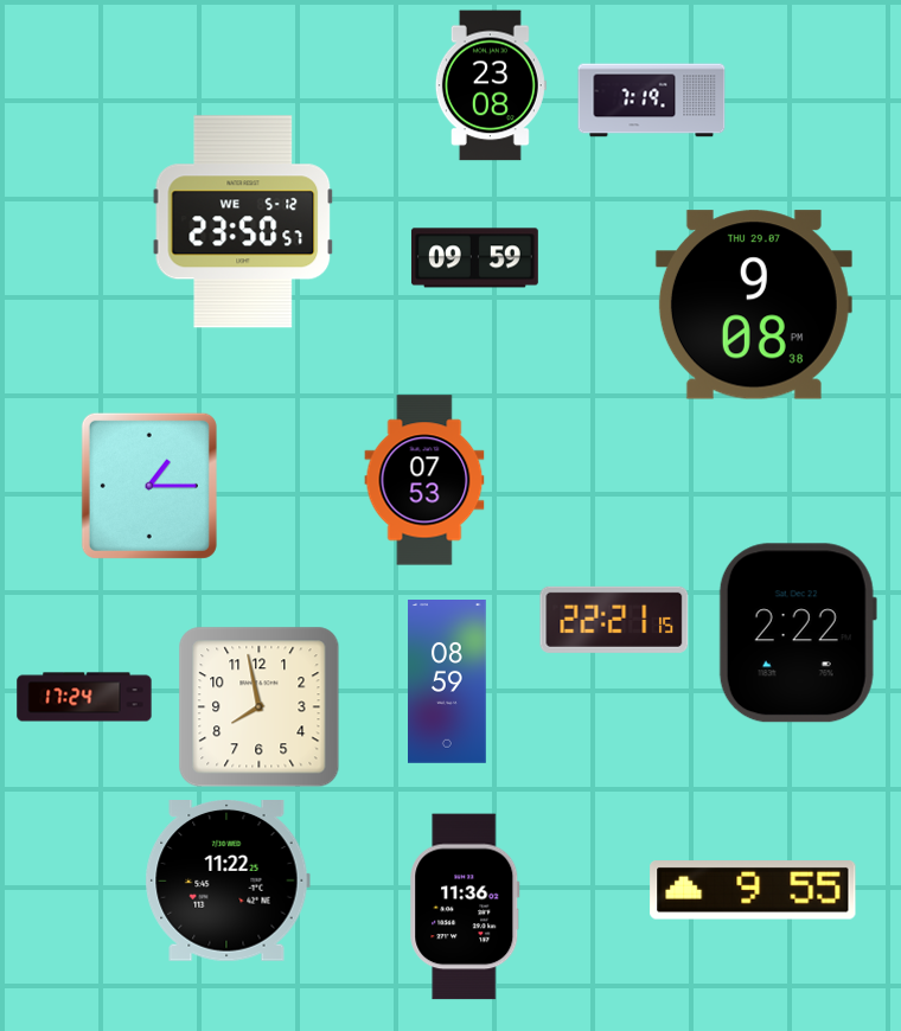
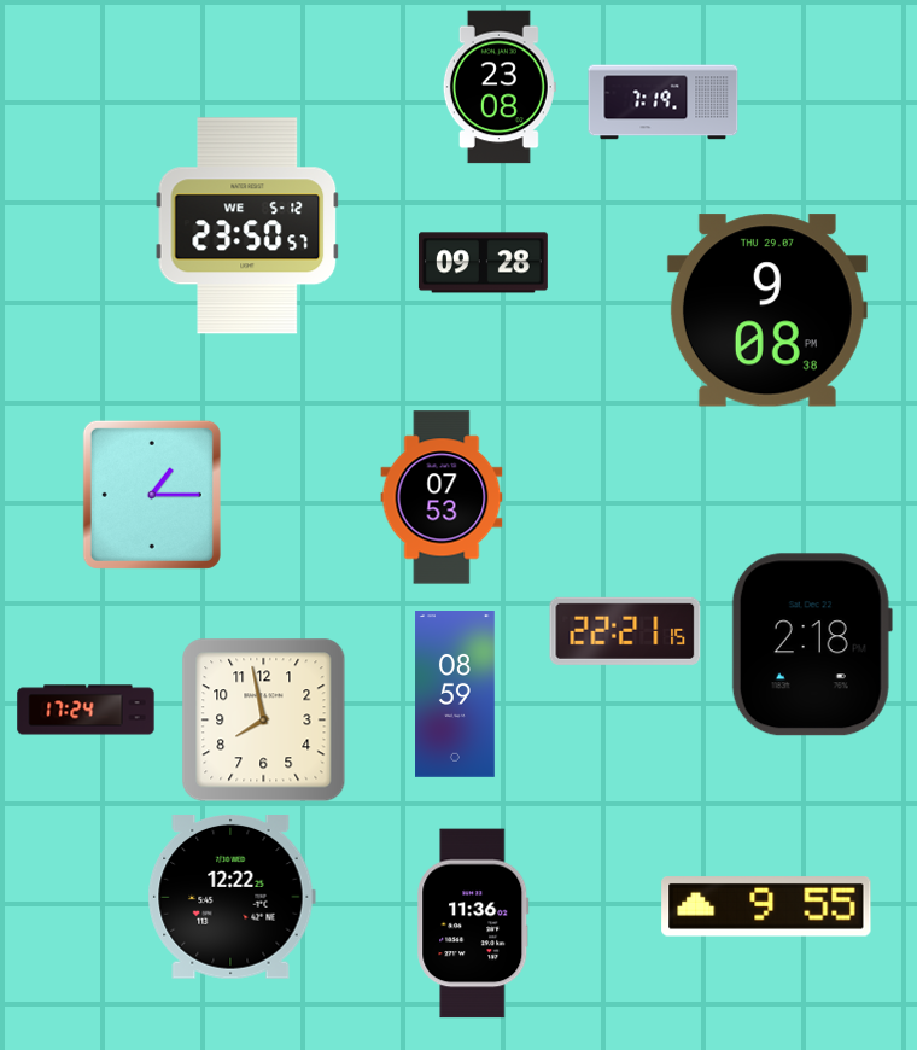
clock at (474, 258): 09:59 -> 09:28
clock at (424, 480) position: (424, 480) -> (442, 497)
clock at (798, 633): 2:22 -> 2:18
clock at (228, 882): 11:22 -> 12:22
